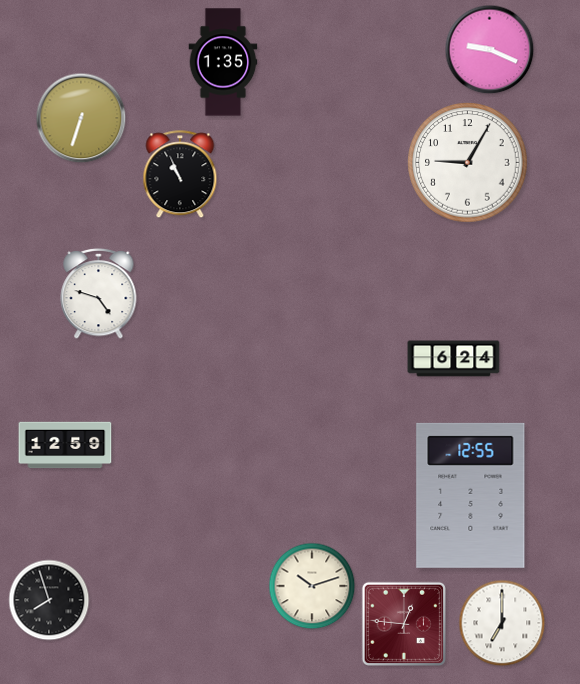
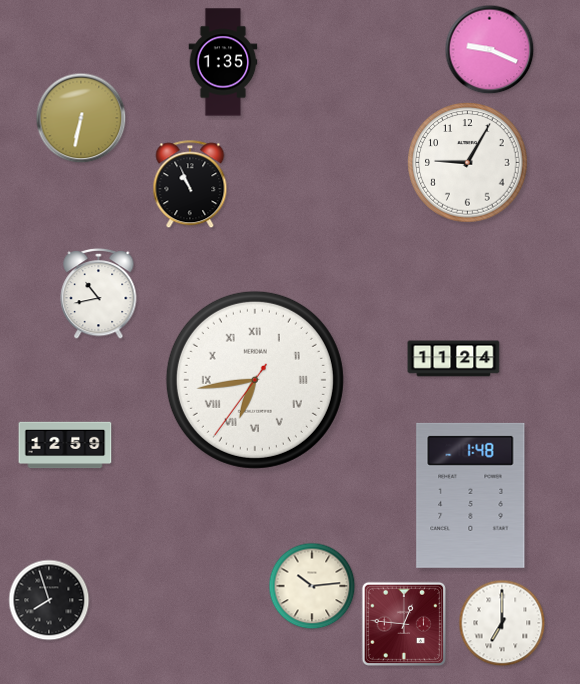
clock at (81, 118): 6:33 -> 6:32
clock at (180, 175) position: (180, 175) -> (190, 185)
clock at (99, 293): 4:48 -> 10:43
clock at (454, 359): 6:24 -> 11:24
clock at (255, 380): none -> 6:43
clock at (471, 495): 12:55 -> 1:48
clock at (312, 586): 10:12 -> 10:14
